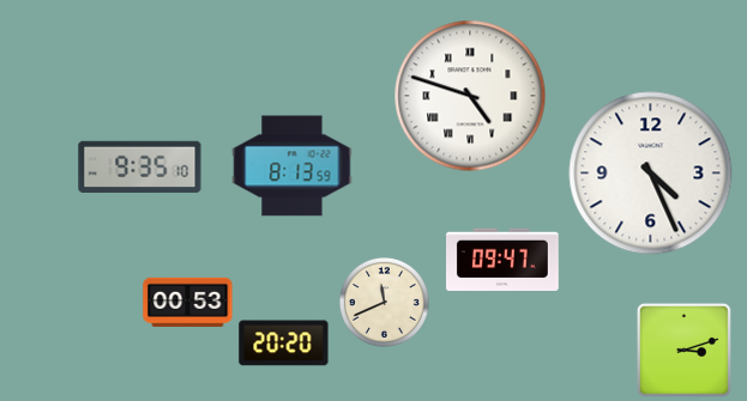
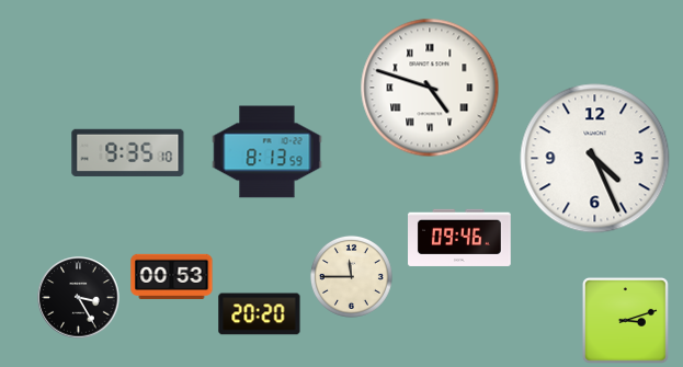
clock at (504, 259): 09:47 -> 09:46
clock at (384, 302): 11:41 -> 11:45
clock at (79, 298): none -> 3:25
